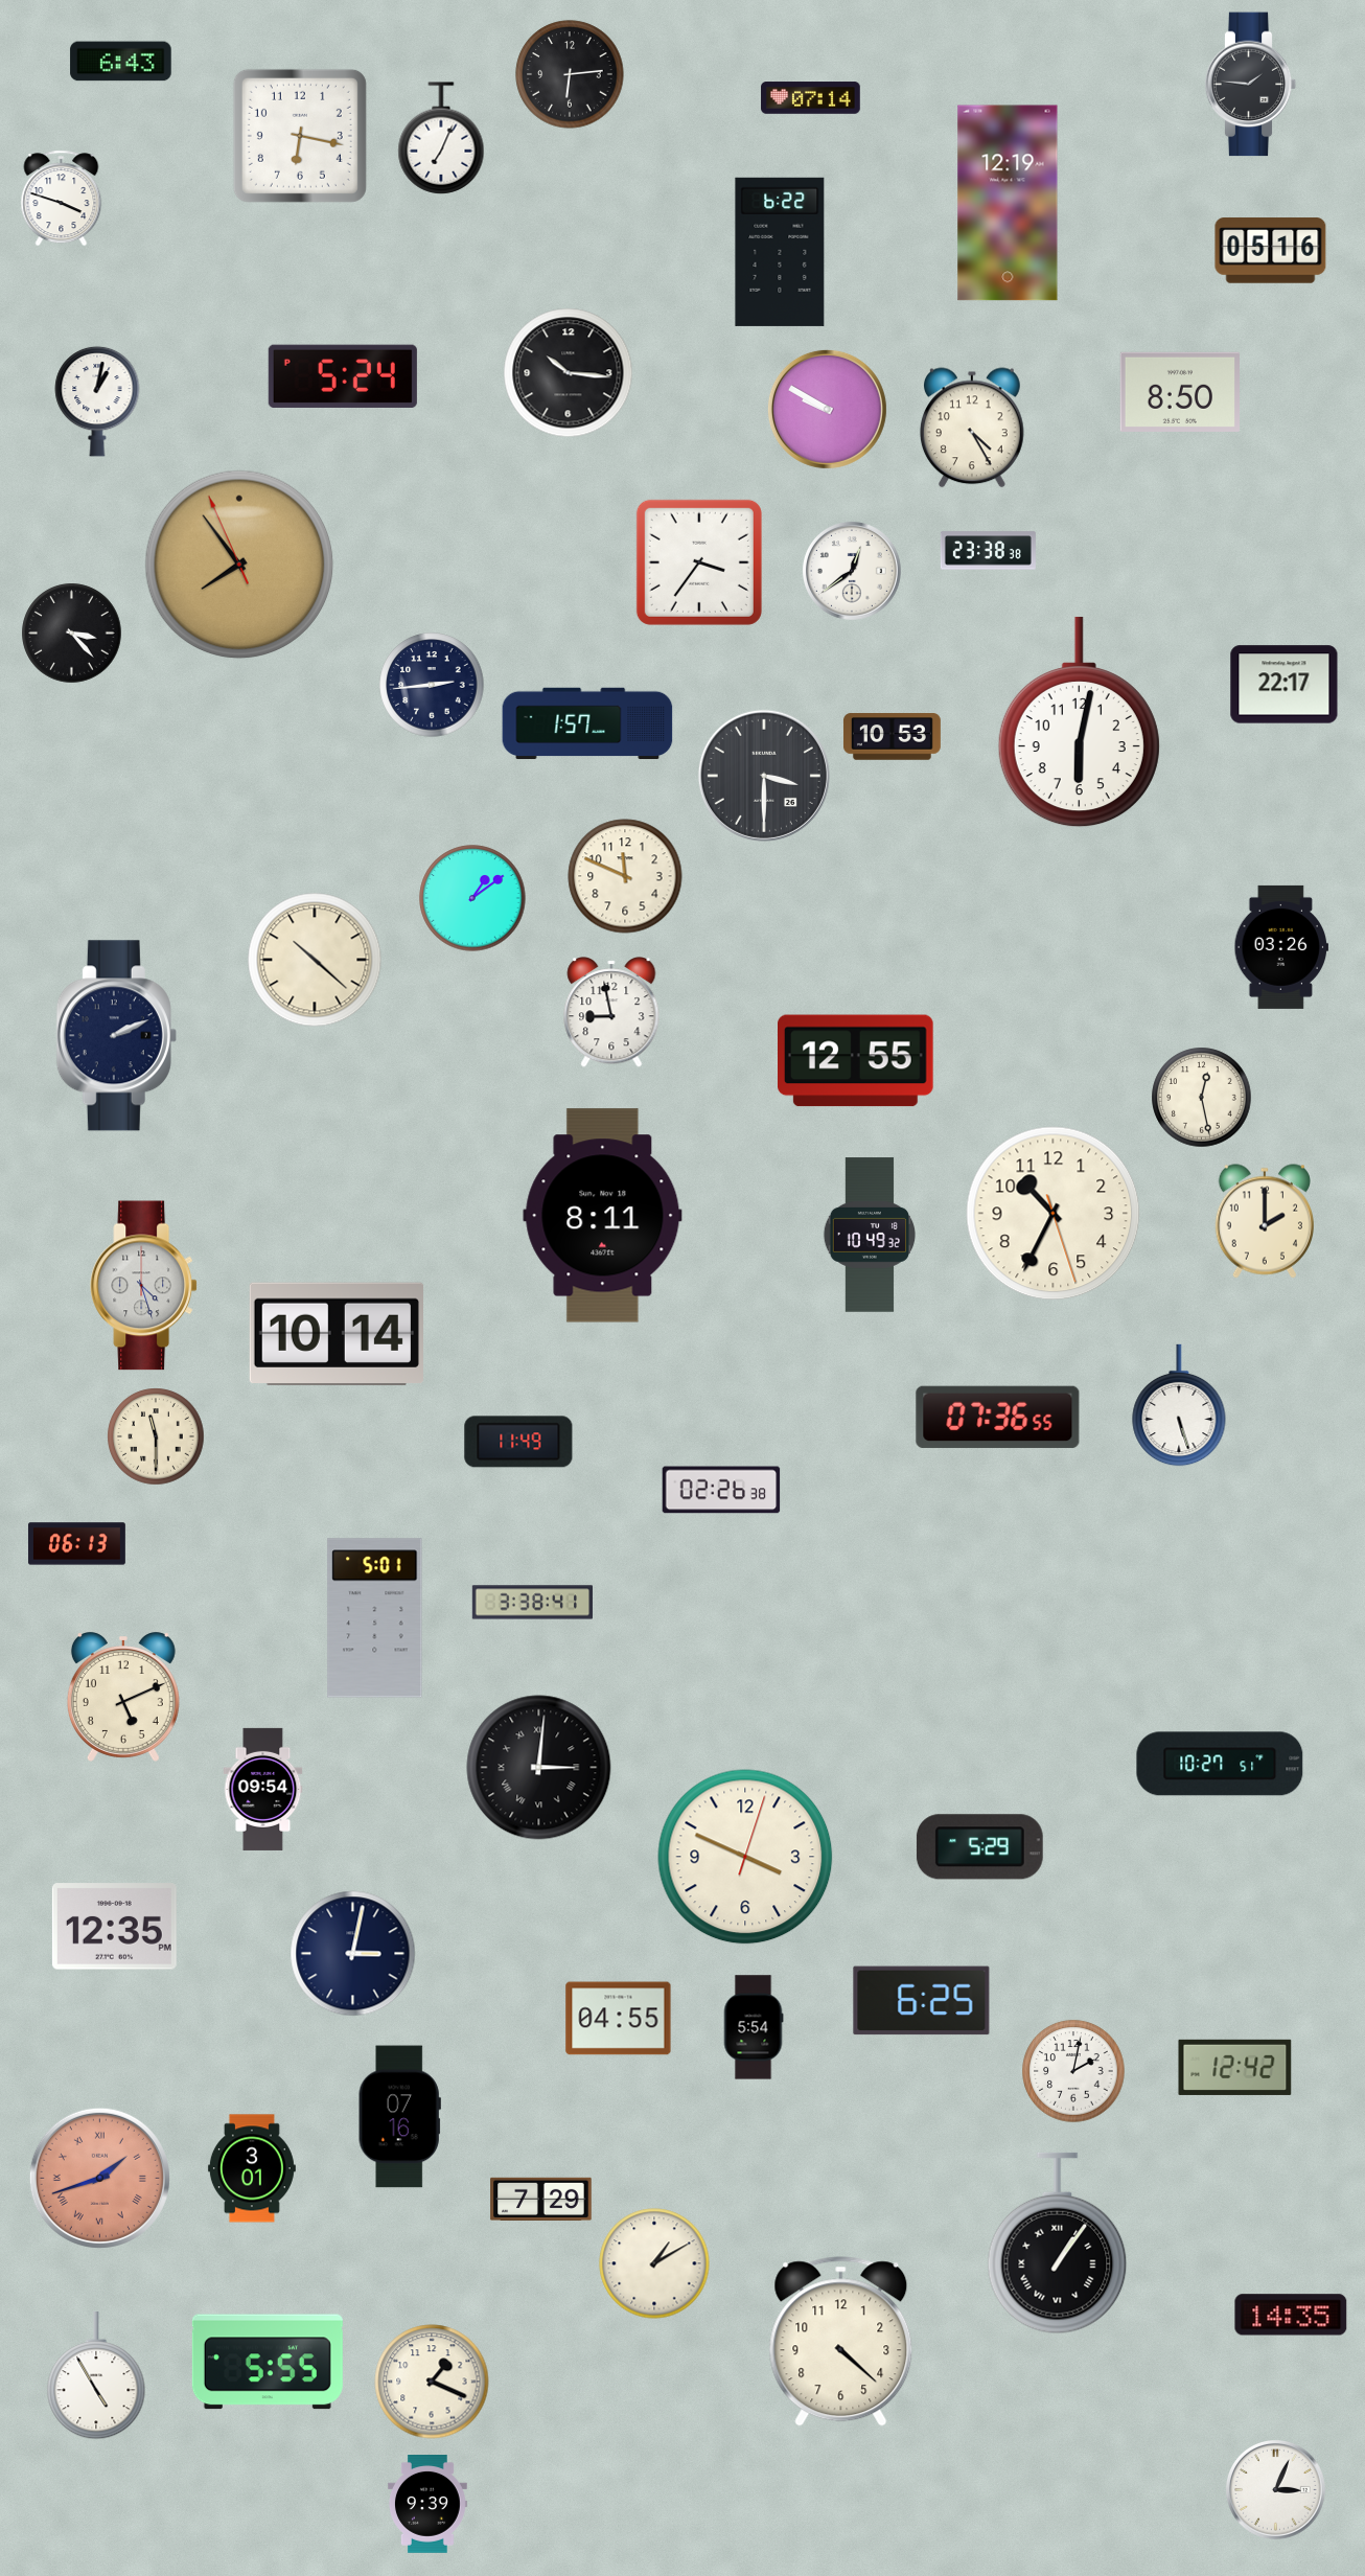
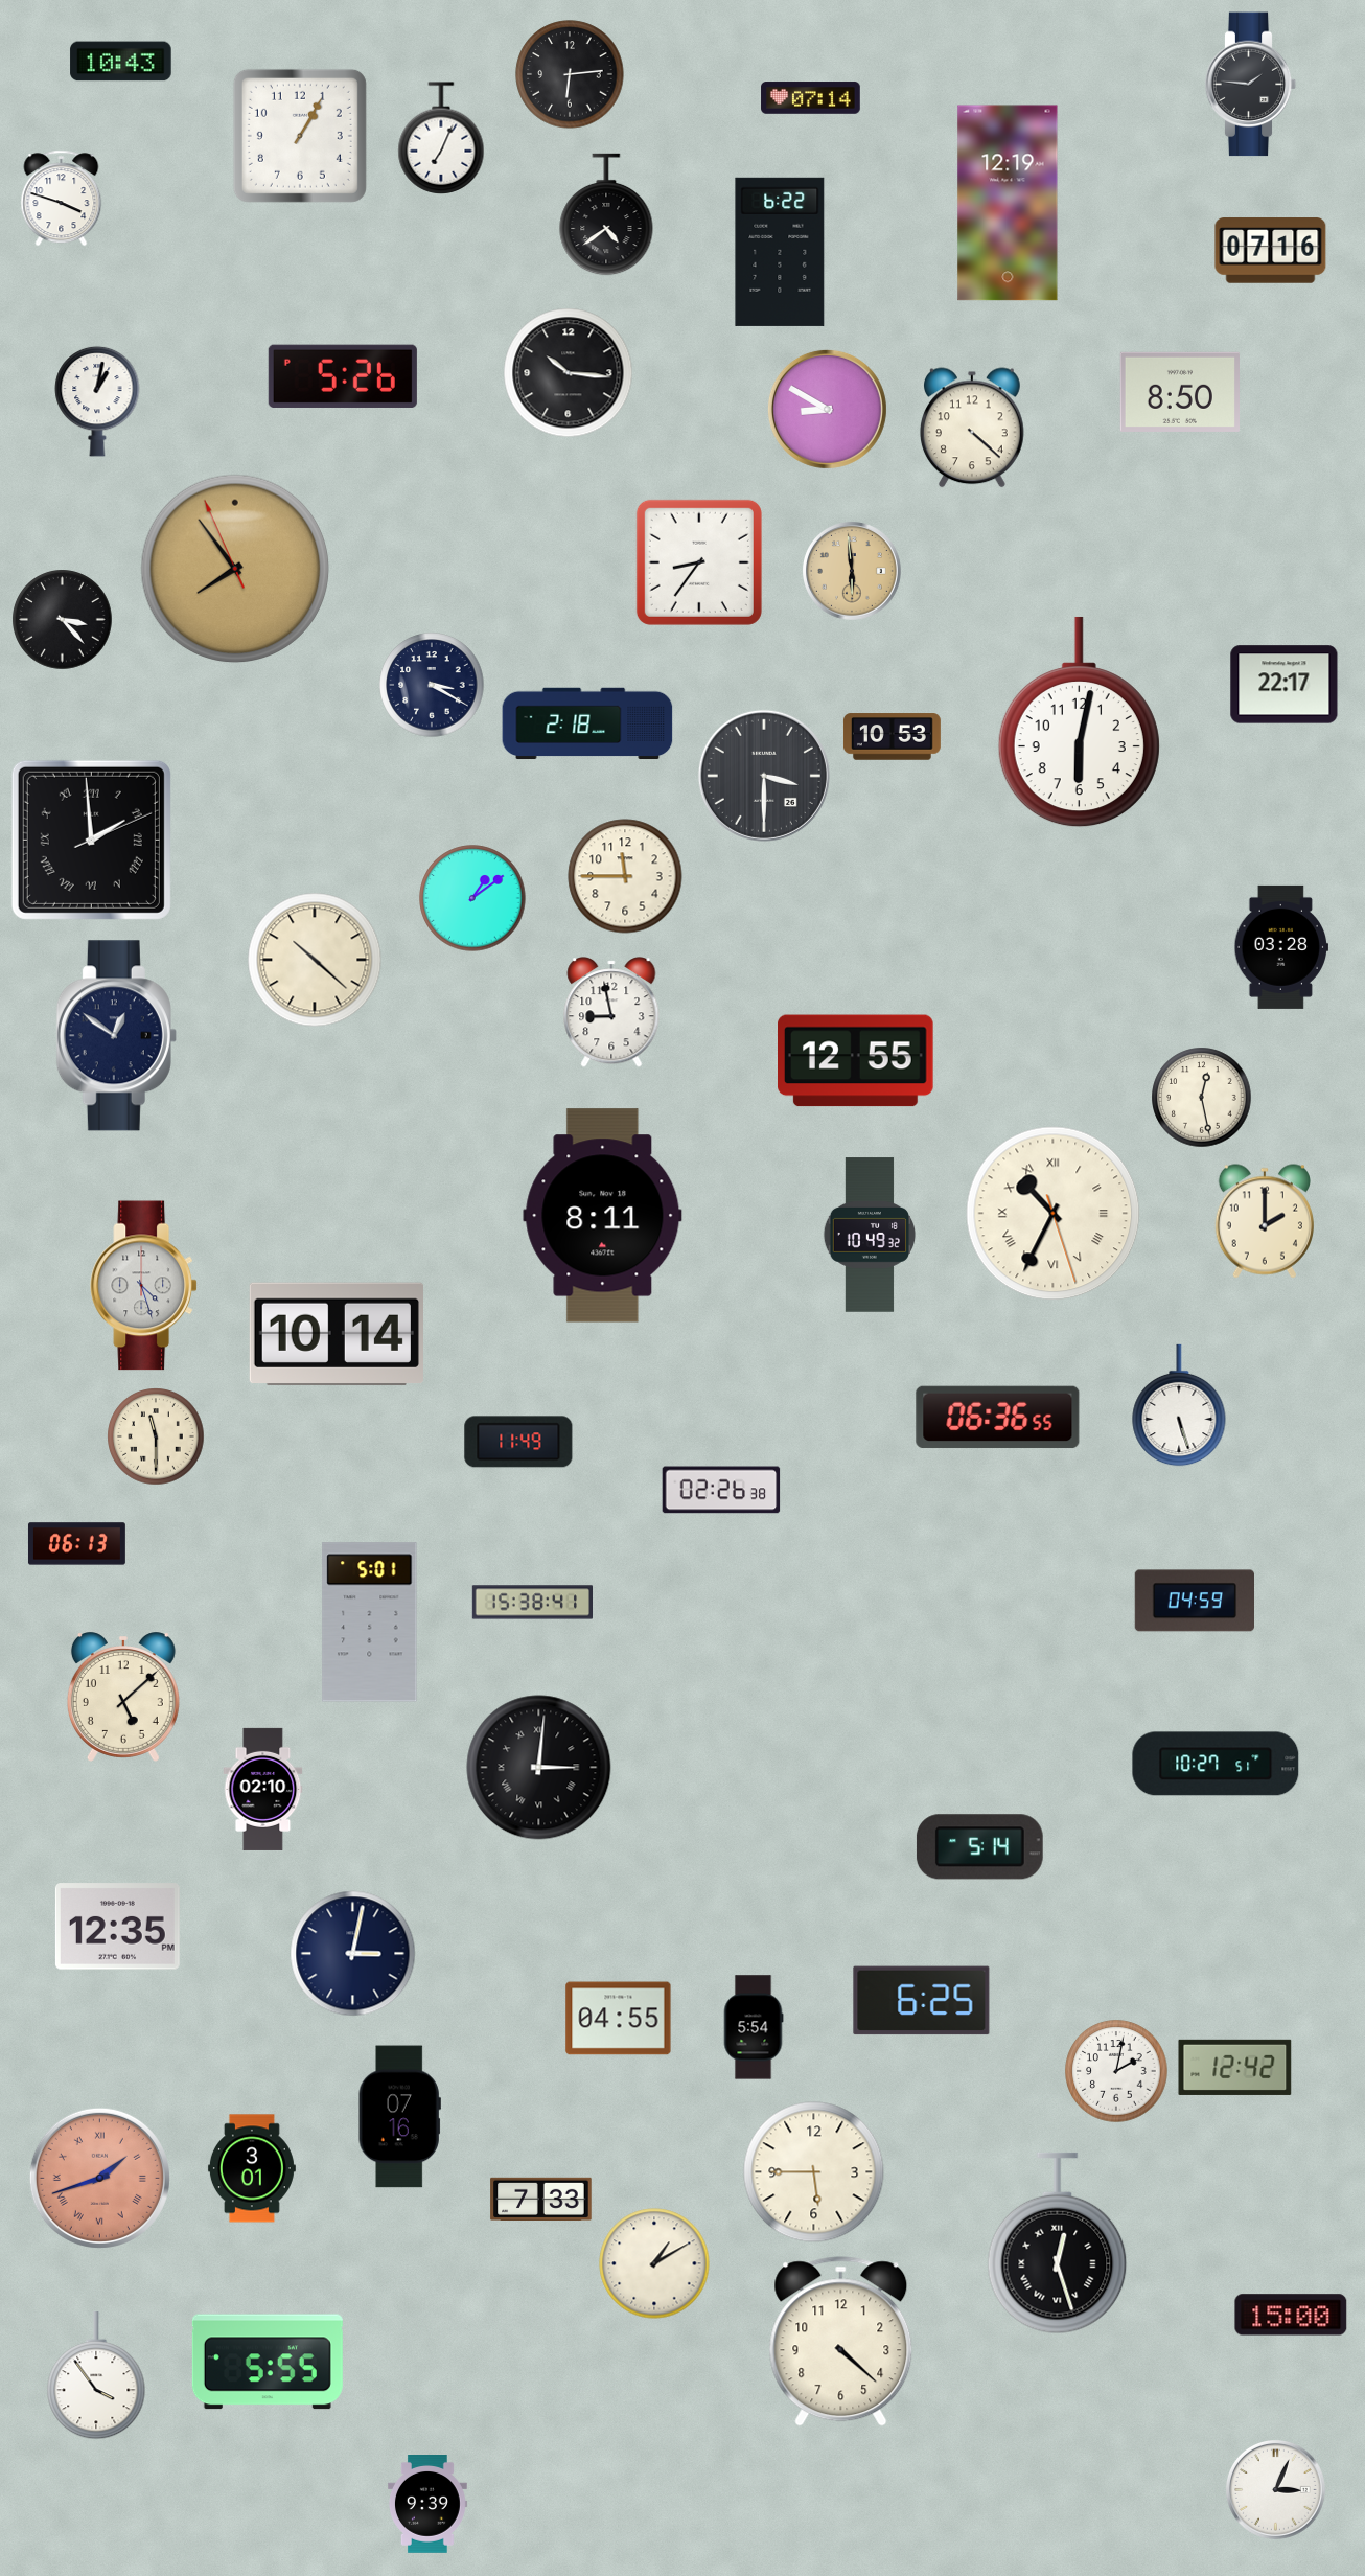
clock at (121, 62): 6:43 -> 10:43
clock at (300, 136): 6:17 -> 1:05
clock at (606, 214): none -> 4:39
clock at (1271, 251): 05:16 -> 07:16
clock at (343, 376): 5:24 -> 5:26
clock at (827, 409): 9:50 -> 8:50
clock at (972, 428): 4:25 -> 4:22
clock at (988, 551): 23:38 -> none
clock at (699, 562): 3:36 -> 8:36
clock at (239, 565) position: (239, 565) -> (235, 569)
clock at (853, 572): 12:39 -> 5:59
clock at (853, 572) dial: white -> champagne
clock at (72, 634) position: (72, 634) -> (63, 620)
clock at (432, 685): 2:44 -> 3:20
clock at (587, 723): 1:57 -> 2:18
clock at (91, 839): none -> 1:59
clock at (625, 876): 11:49 -> 11:45
clock at (1280, 947): 03:26 -> 03:28
clock at (116, 1036): 2:11 -> 12:51
clock at (1054, 1214) numerals: Arabic -> Roman
clock at (998, 1418): 07:36 -> 06:36
clock at (1194, 1601): none -> 04:59
clock at (532, 1603): 3:38 -> 15:38
clock at (375, 1618) position: (375, 1618) -> (370, 1623)
clock at (123, 1697): 5:11 -> 5:08
clock at (1220, 1764) position: (1220, 1764) -> (1216, 1764)
clock at (263, 1789): 09:54 -> 02:10
clock at (979, 1847): 5:29 -> 5:14
clock at (745, 1857): 3:49 -> none
clock at (114, 1927) position: (114, 1927) -> (117, 1927)
clock at (1073, 2071) position: (1073, 2071) -> (1116, 2071)
clock at (814, 2172): none -> 5:45
clock at (541, 2199): 7:29 -> 7:33
clock at (1058, 2244): 1:06 -> 12:27
clock at (1291, 2315): 14:35 -> 15:00
clock at (96, 2376): 4:55 -> 3:54
clock at (432, 2382): 1:19 -> none
